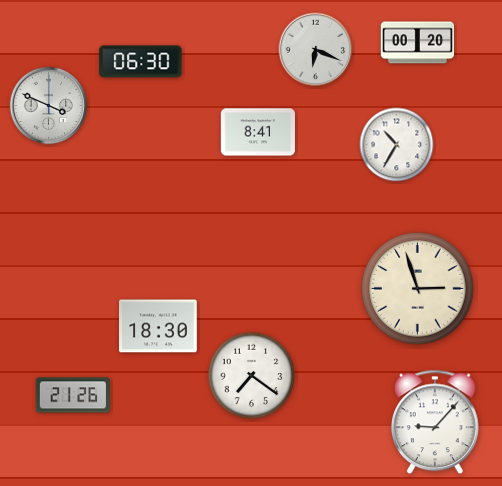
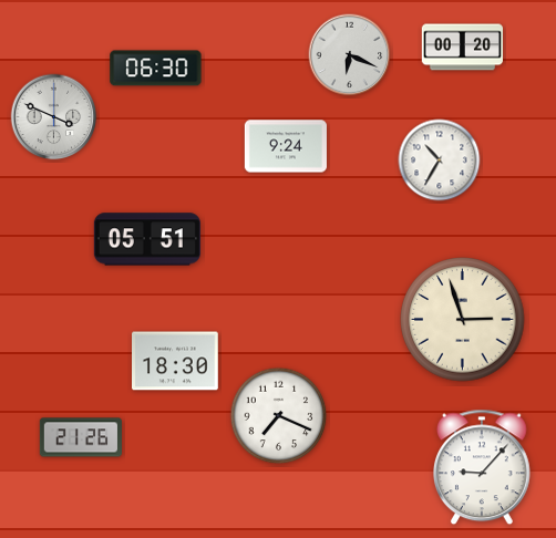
clock at (258, 132): 8:41 -> 9:24
clock at (147, 239): none -> 05:51
clock at (252, 376): 7:21 -> 7:19
